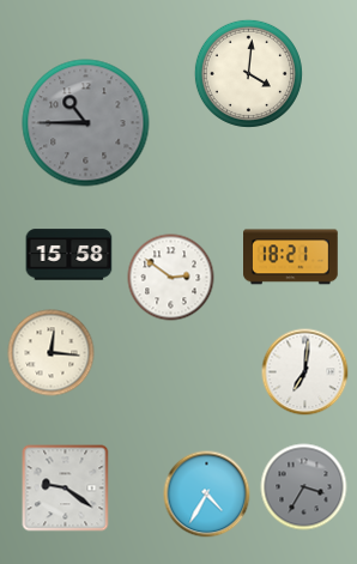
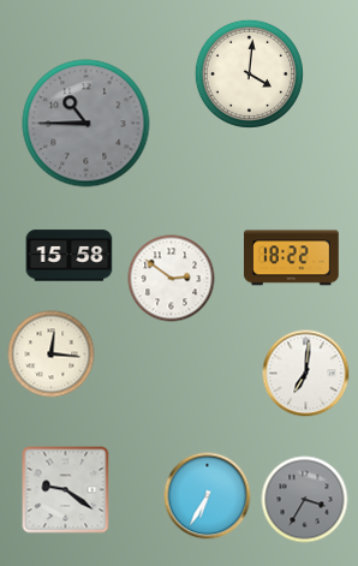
clock at (291, 257): 18:21 -> 18:22
clock at (304, 487) position: (304, 487) -> (305, 500)
clock at (207, 495): 4:35 -> 6:35
